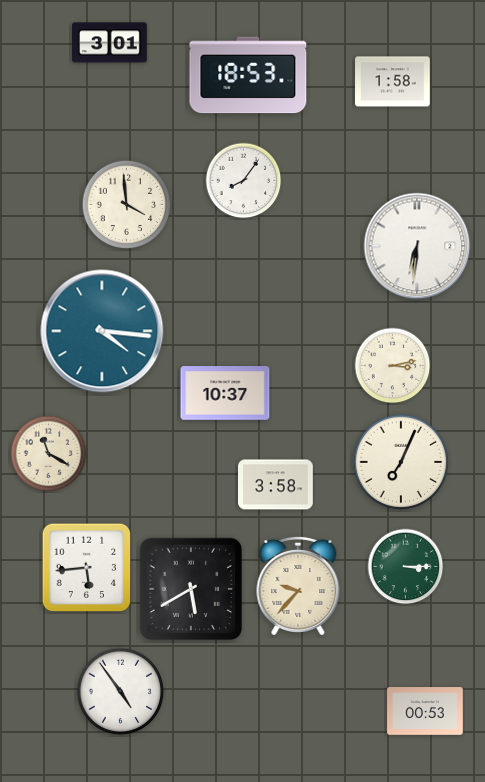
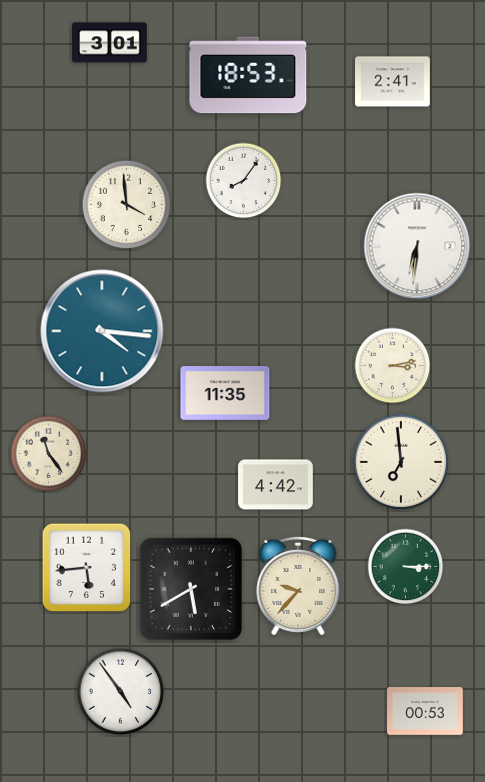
clock at (393, 82): 1:58 -> 2:41
clock at (225, 394): 10:37 -> 11:35
clock at (49, 454): 11:20 -> 11:24
clock at (401, 462): 7:04 -> 6:59
clock at (276, 485): 3:58 -> 4:42
